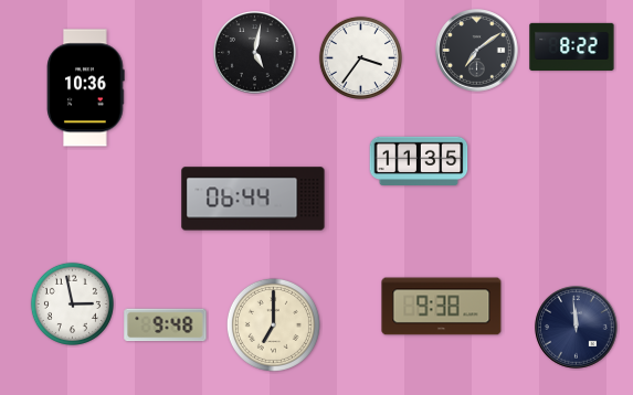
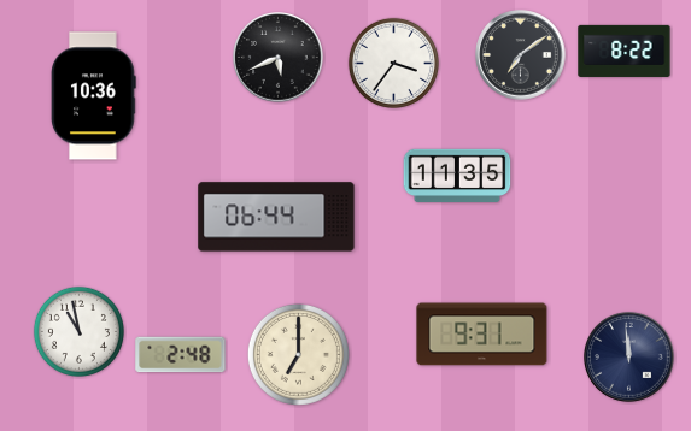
clock at (255, 53): 5:02 -> 5:41
clock at (72, 303): 2:58 -> 10:58
clock at (442, 307): 9:38 -> 9:31
clock at (166, 325): 9:48 -> 2:48
